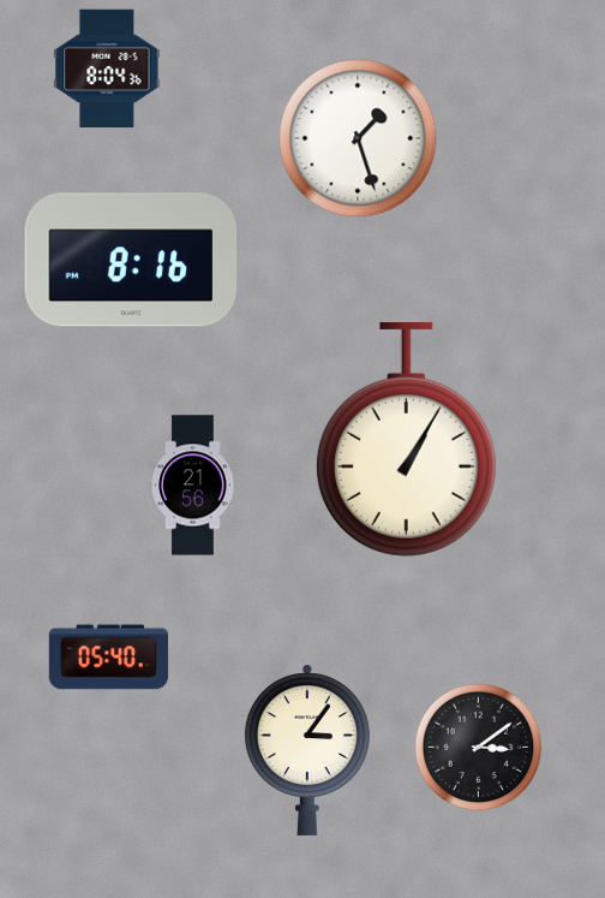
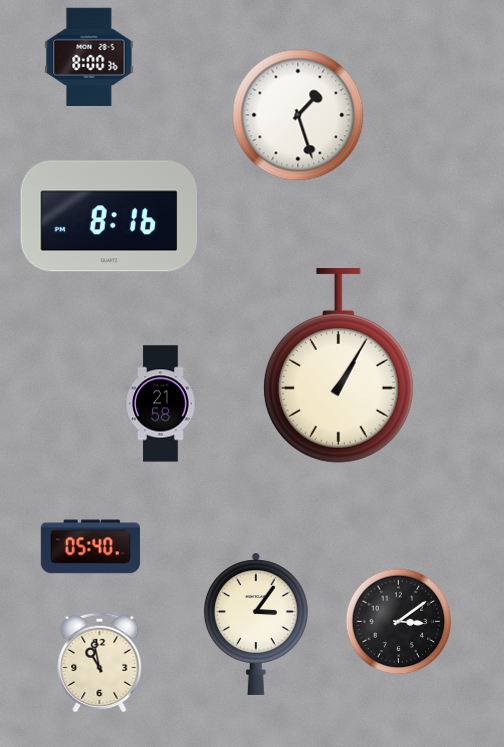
clock at (107, 69): 8:04 -> 8:00
clock at (193, 486): 21:56 -> 21:58
clock at (100, 662): none -> 10:58
